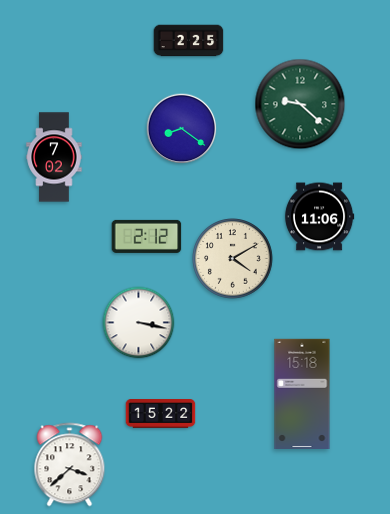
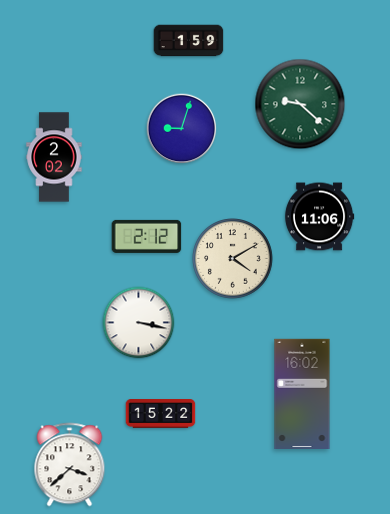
clock at (189, 41): 2:25 -> 1:59
clock at (182, 129): 8:21 -> 9:03
clock at (54, 157): 7:02 -> 2:02
clock at (302, 393): 15:18 -> 16:02
